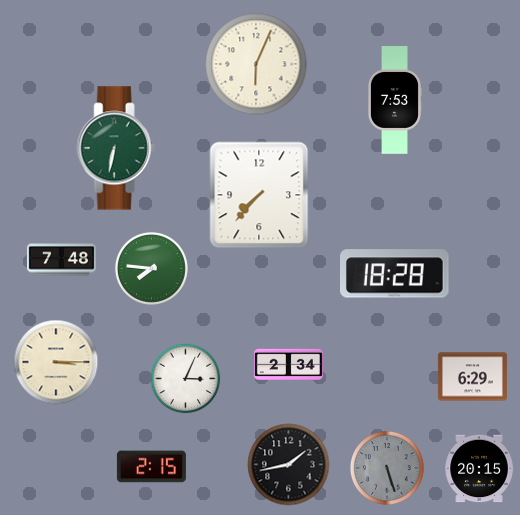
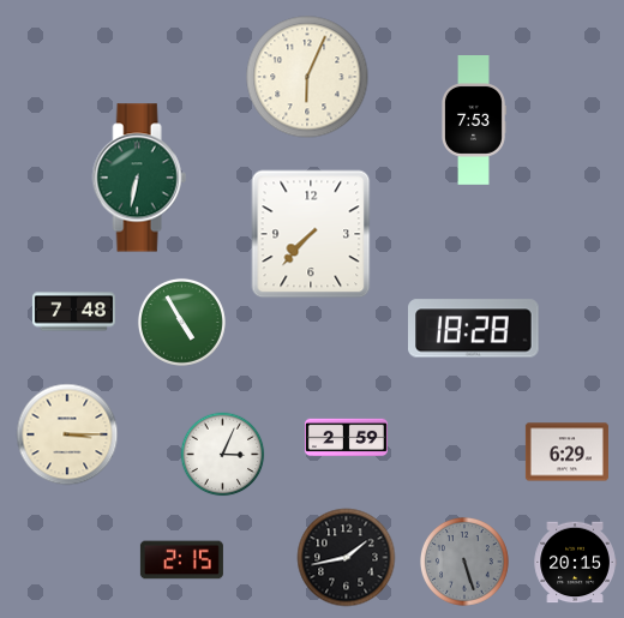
clock at (151, 268): 7:46 -> 4:55
clock at (288, 365): 2:34 -> 2:59
